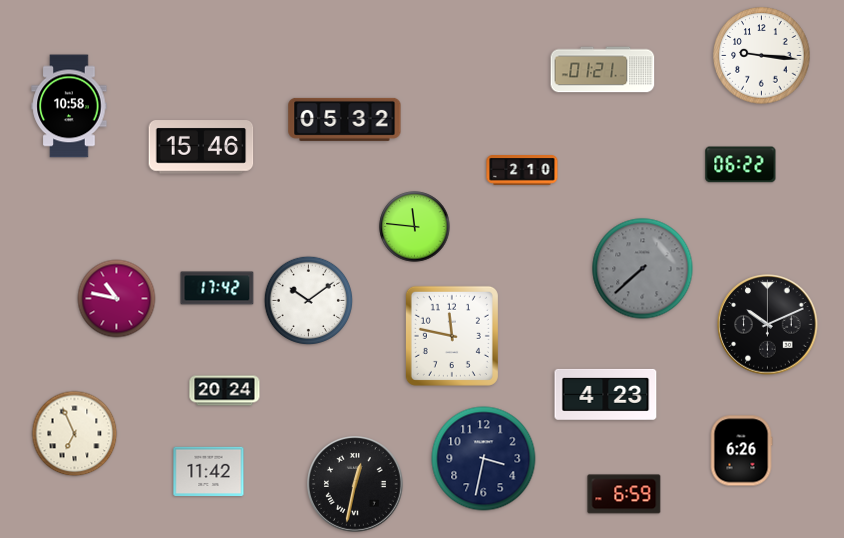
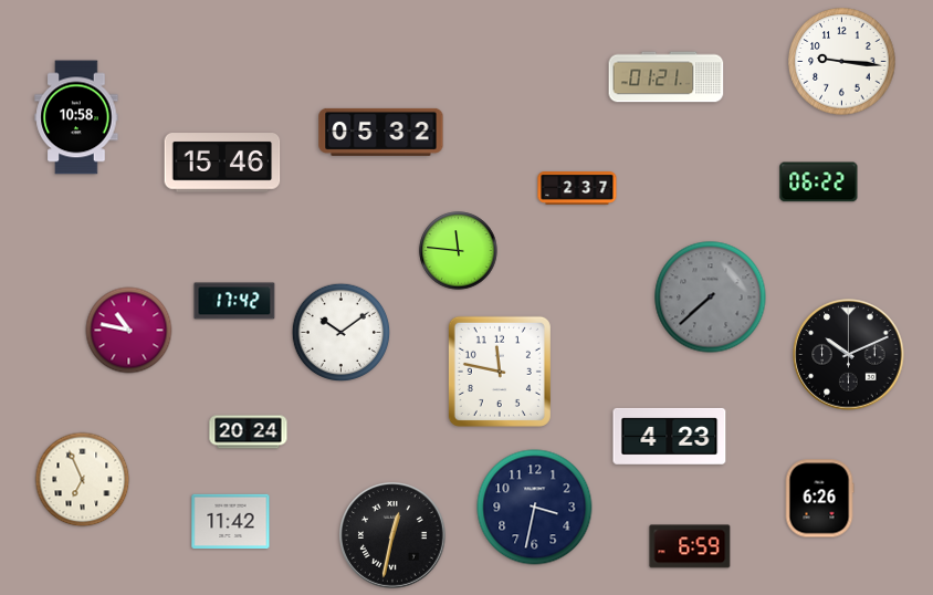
clock at (522, 171): 2:10 -> 2:37
clock at (217, 288) position: (217, 288) -> (234, 301)
clock at (768, 325) position: (768, 325) -> (849, 355)
